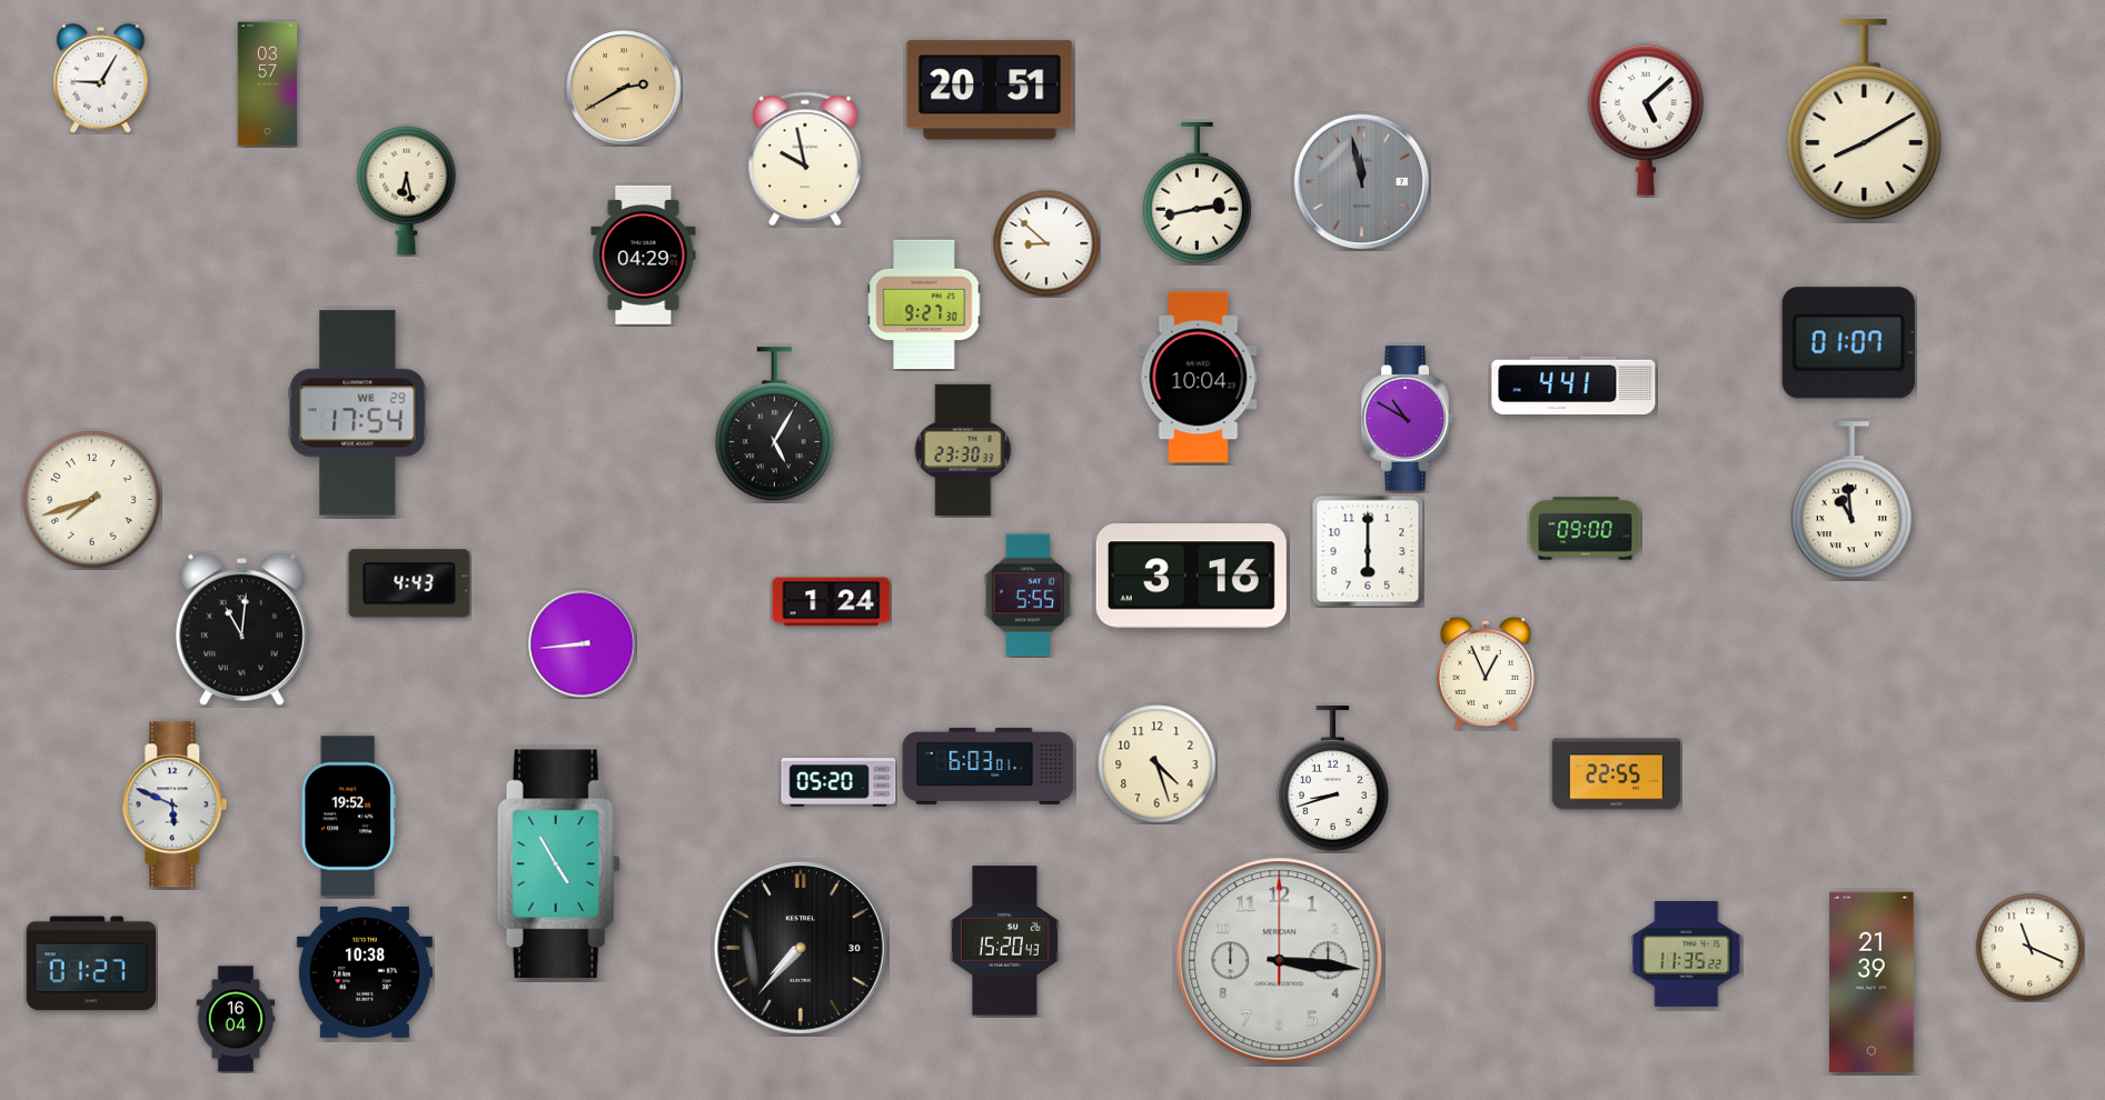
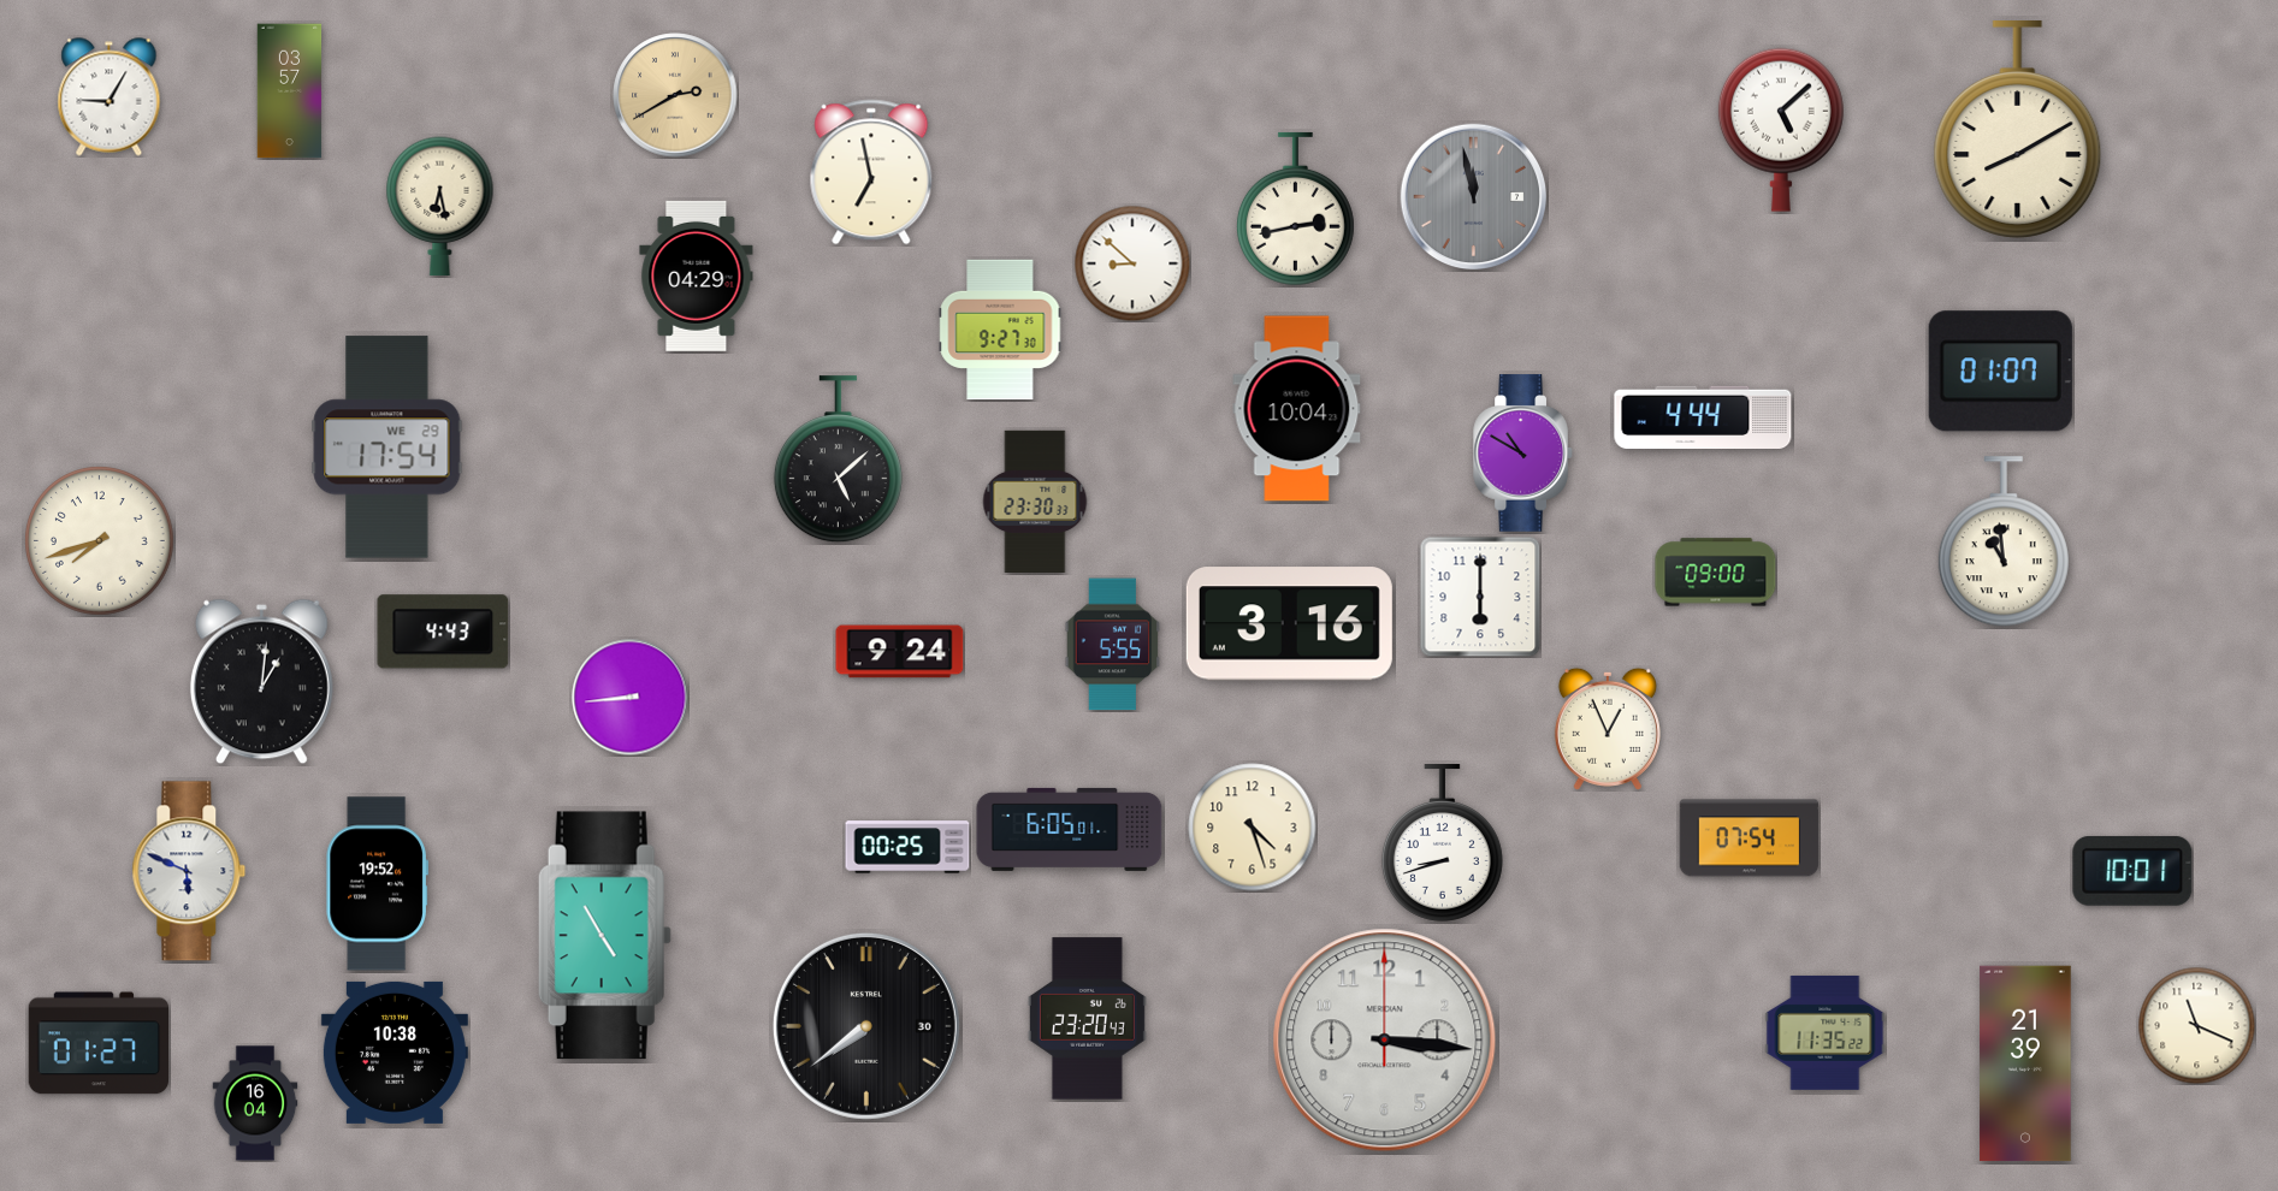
clock at (101, 79) position: (101, 79) -> (110, 97)
clock at (990, 90): 20:51 -> none
clock at (805, 159): 9:58 -> 6:58
clock at (1573, 386): 4:41 -> 4:44
clock at (774, 424): 5:05 -> 5:08
clock at (963, 449) position: (963, 449) -> (1035, 500)
clock at (832, 602): 1:24 -> 9:24
clock at (241, 630): 11:01 -> 1:01
clock at (989, 766): 6:03 -> 6:05
clock at (1617, 774): 22:55 -> 07:54
clock at (838, 782): 05:20 -> 00:25
clock at (2132, 871): none -> 10:01
clock at (1004, 941): 15:20 -> 23:20
clock at (801, 948): 7:37 -> 7:39
